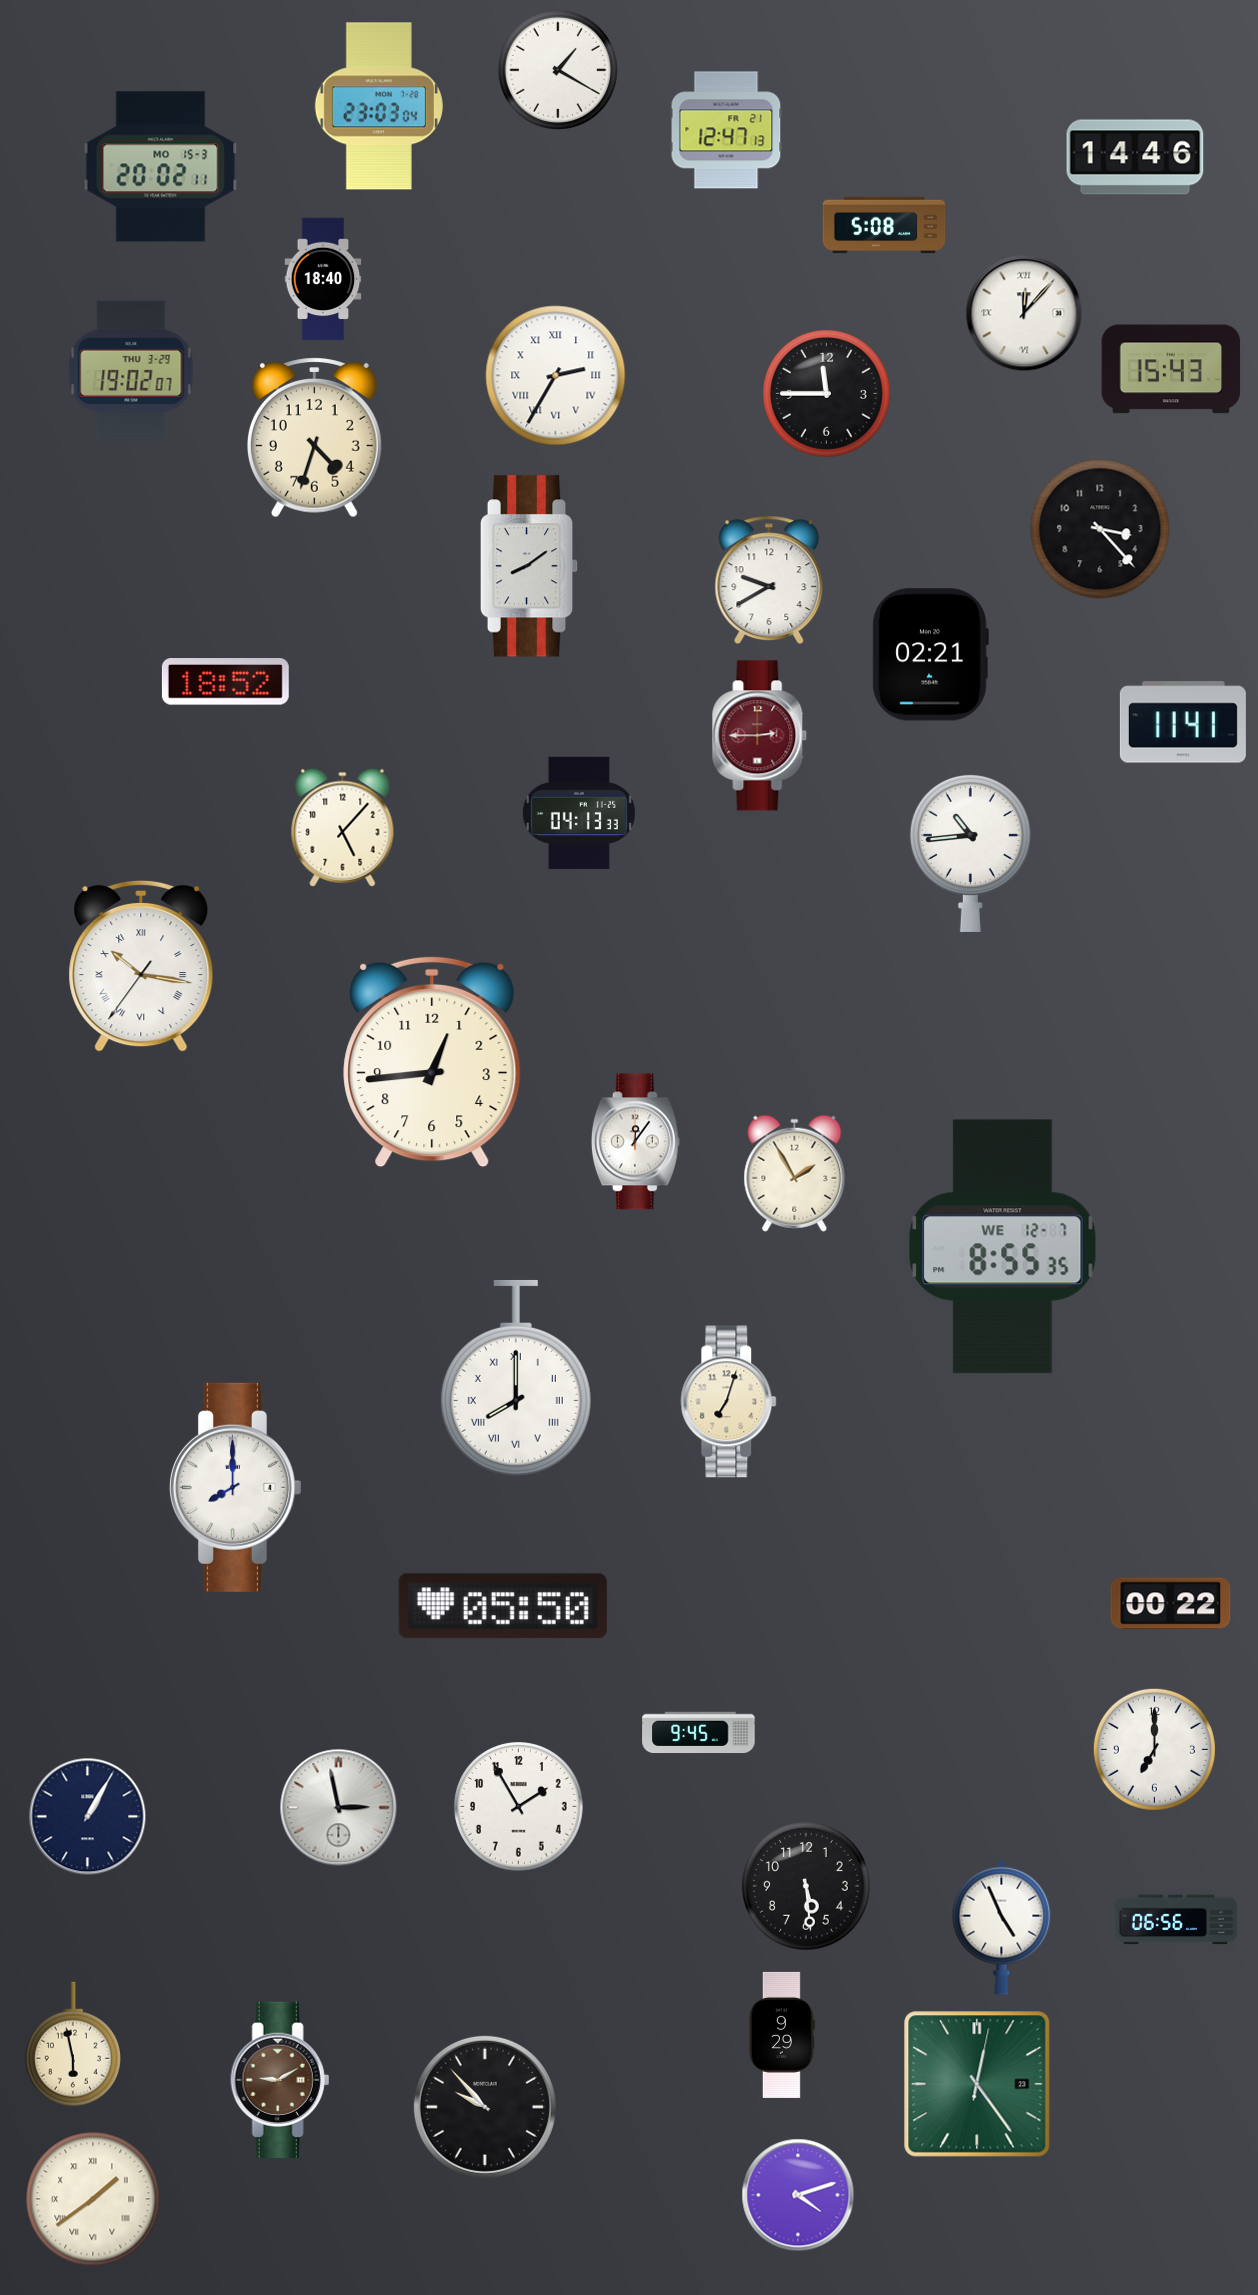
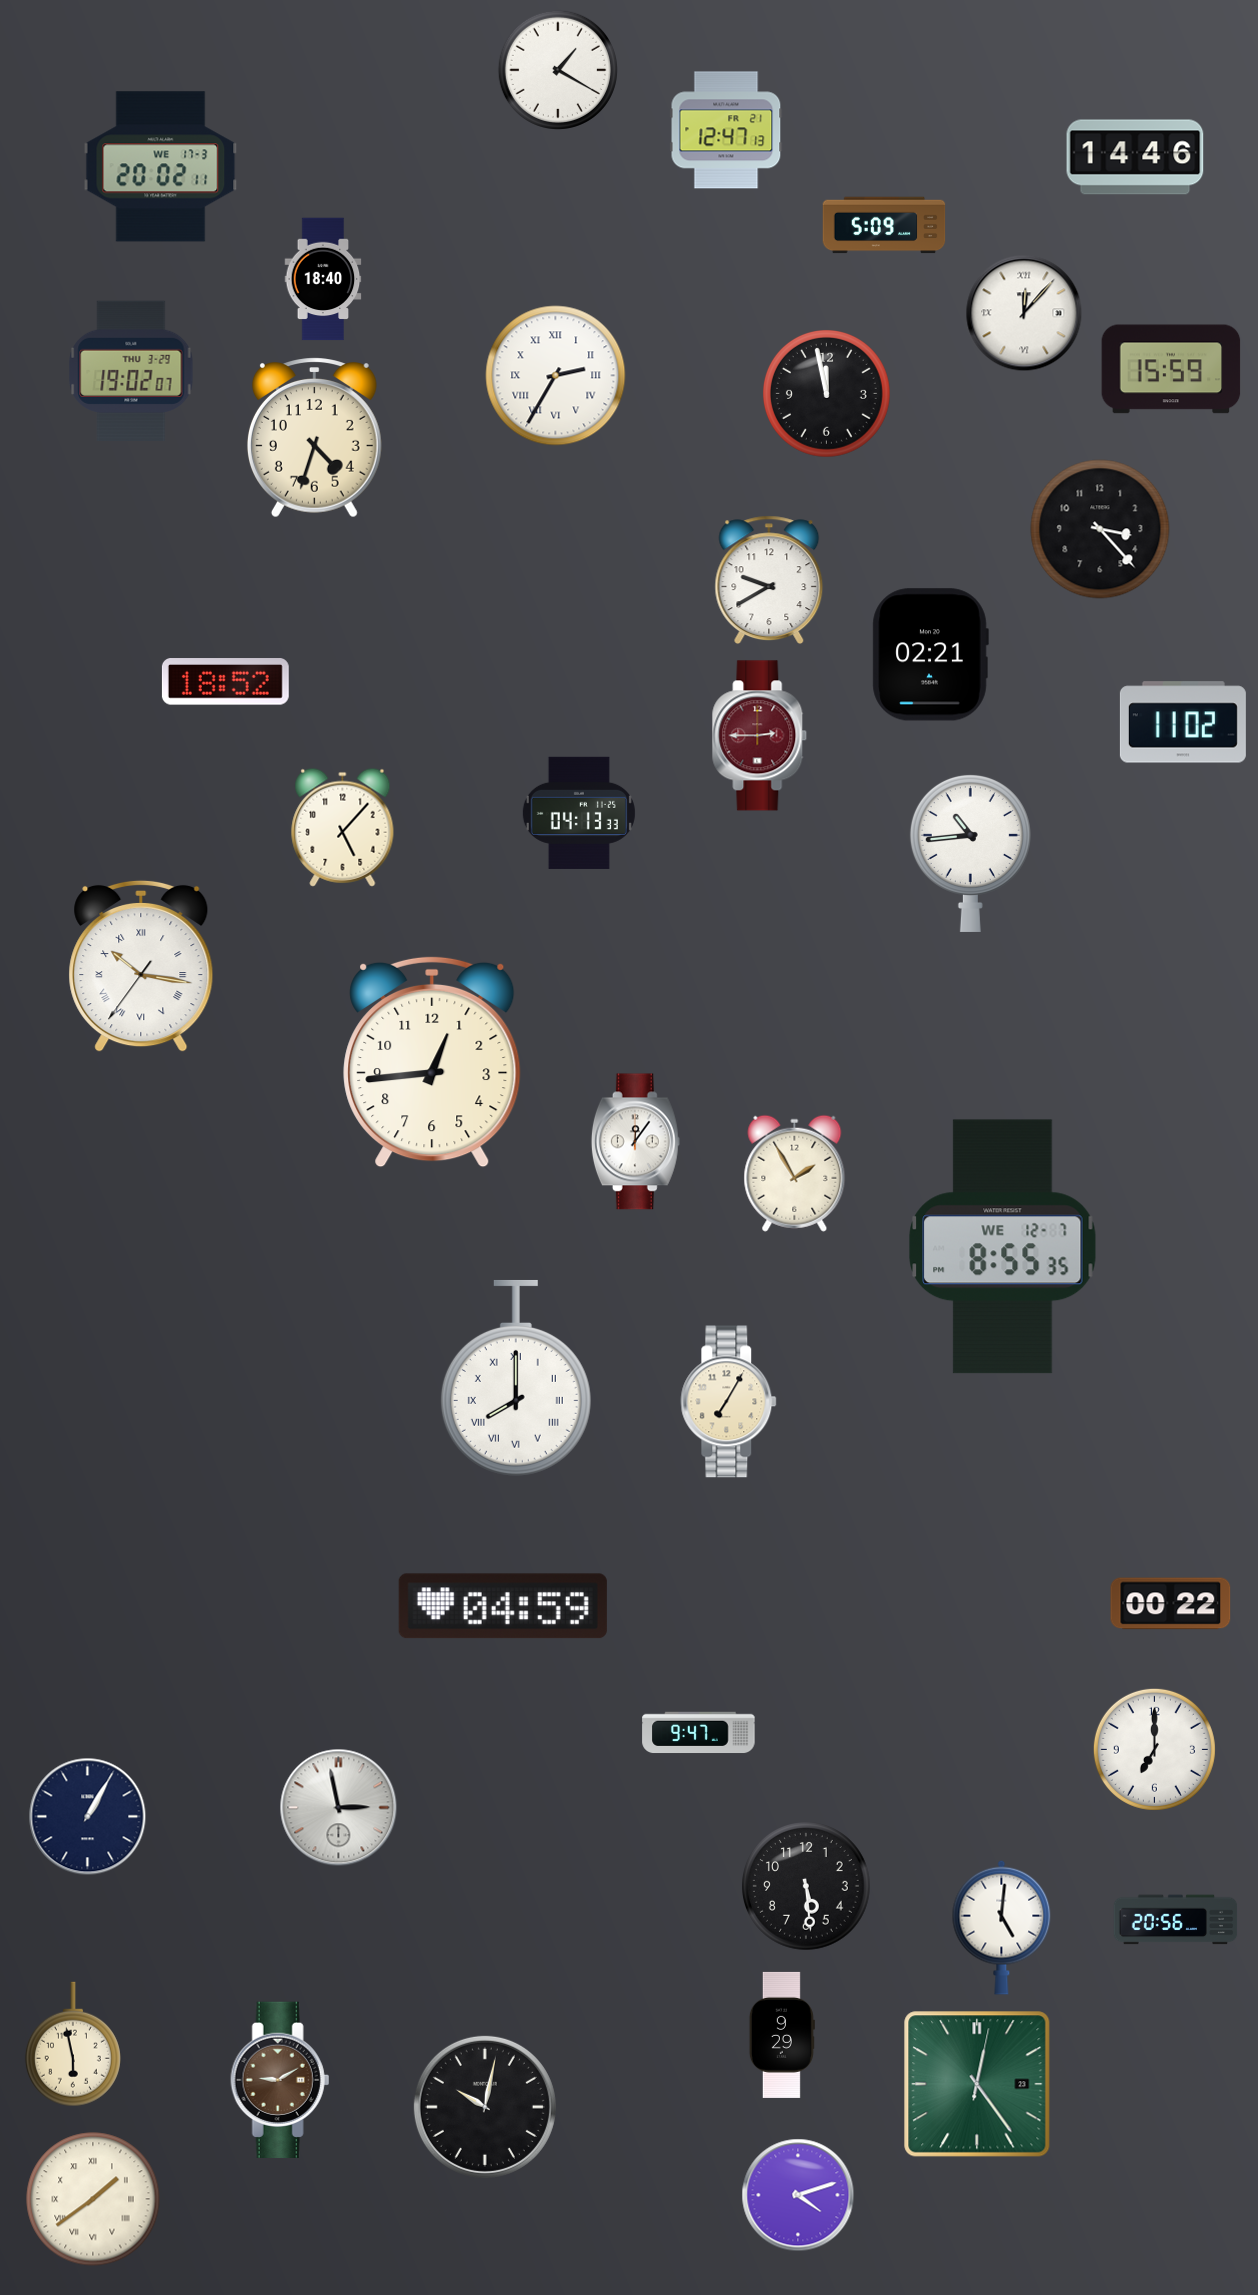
clock at (379, 106): 23:03 -> none
clock at (161, 167) date: MO 15-3 -> WE 17-3
clock at (884, 225): 5:08 -> 5:09
clock at (1171, 369): 15:43 -> 15:59
clock at (827, 394): 11:45 -> 11:58
clock at (529, 566): 8:09 -> none
clock at (1183, 722): 11:41 -> 11:02
clock at (729, 1402): 7:03 -> 7:05
clock at (235, 1487): 8:00 -> none
clock at (503, 1606): 05:50 -> 04:59
clock at (699, 1733): 9:45 -> 9:47
clock at (519, 1807): 1:55 -> none
clock at (1176, 1920): 06:56 -> 20:56
clock at (1002, 1927): 4:56 -> 5:01
clock at (485, 2107): 9:53 -> 10:02
